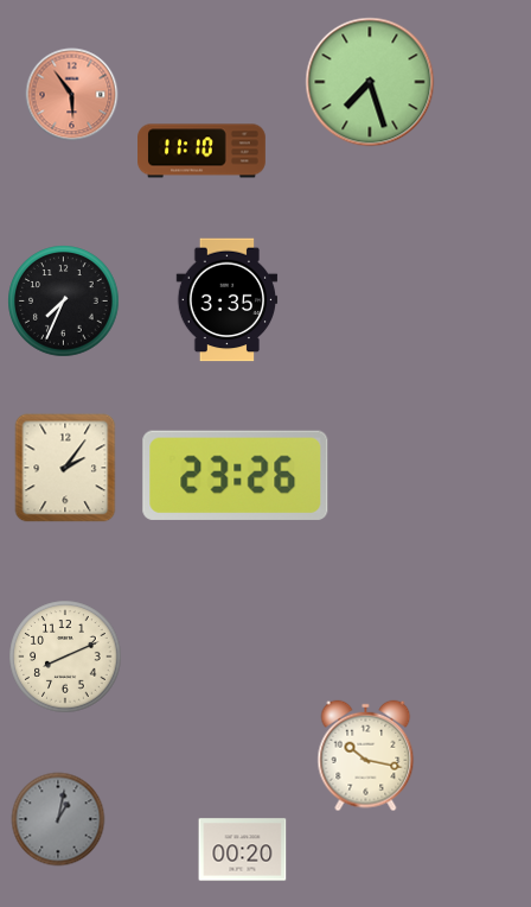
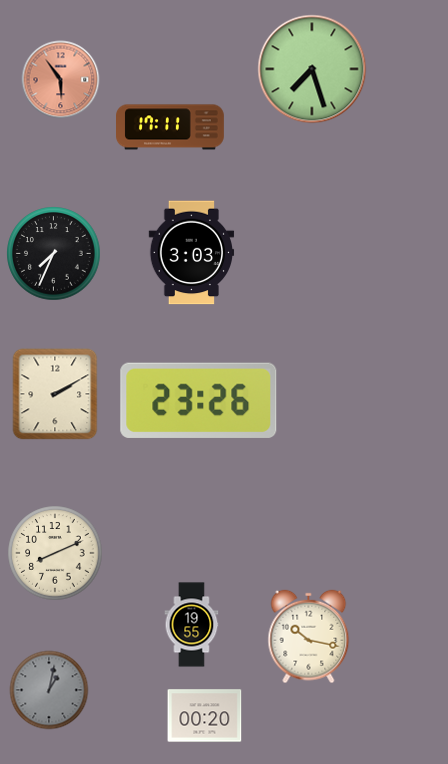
clock at (203, 151): 11:10 -> 17:11
clock at (228, 300): 3:35 -> 3:03
clock at (65, 468): 2:06 -> 2:10
clock at (192, 625): none -> 19:55
